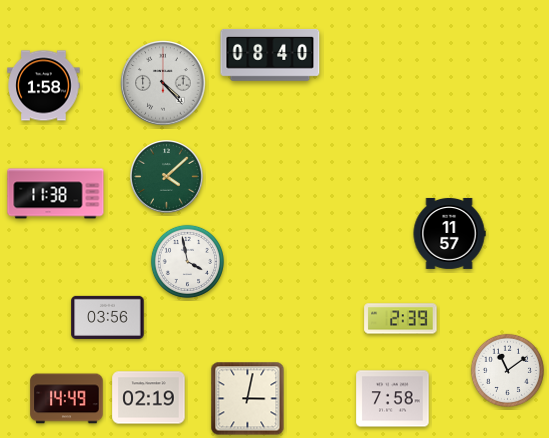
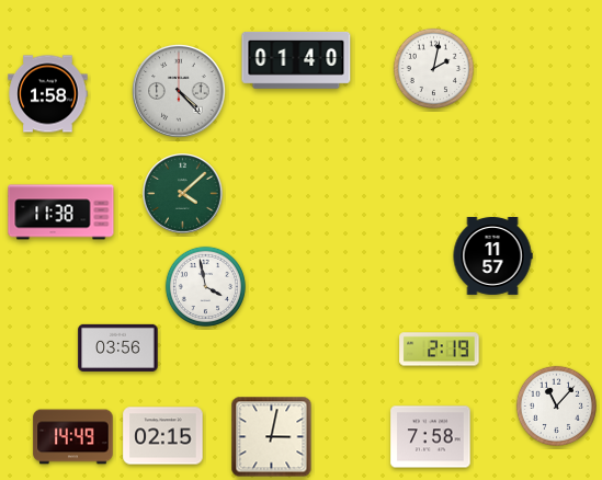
clock at (270, 55): 08:40 -> 01:40
clock at (433, 68): none -> 2:02
clock at (401, 319): 2:39 -> 2:19
clock at (507, 370): 11:09 -> 11:07
clock at (149, 398): 02:19 -> 02:15
